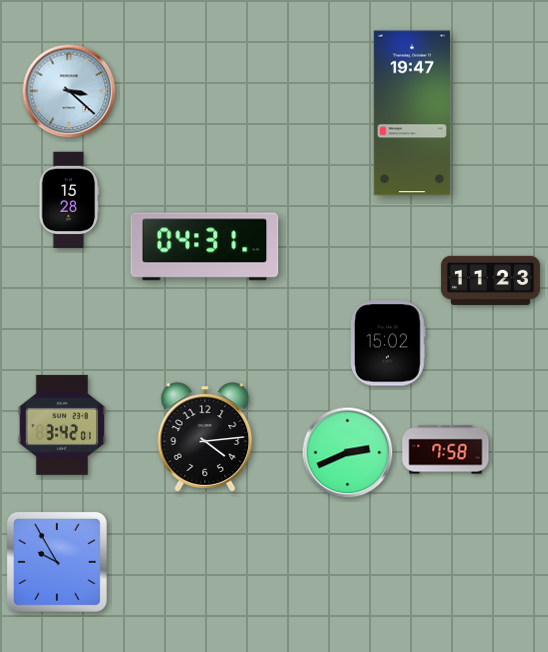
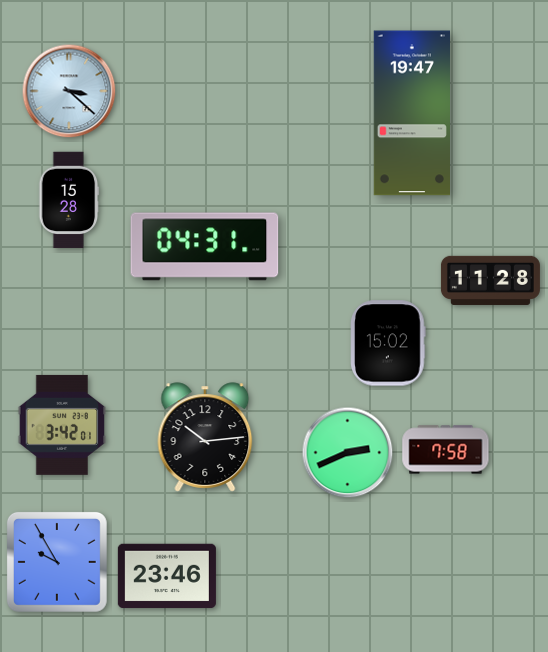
clock at (490, 280): 11:23 -> 11:28
clock at (205, 437): 4:14 -> 10:14
clock at (167, 576): none -> 23:46
